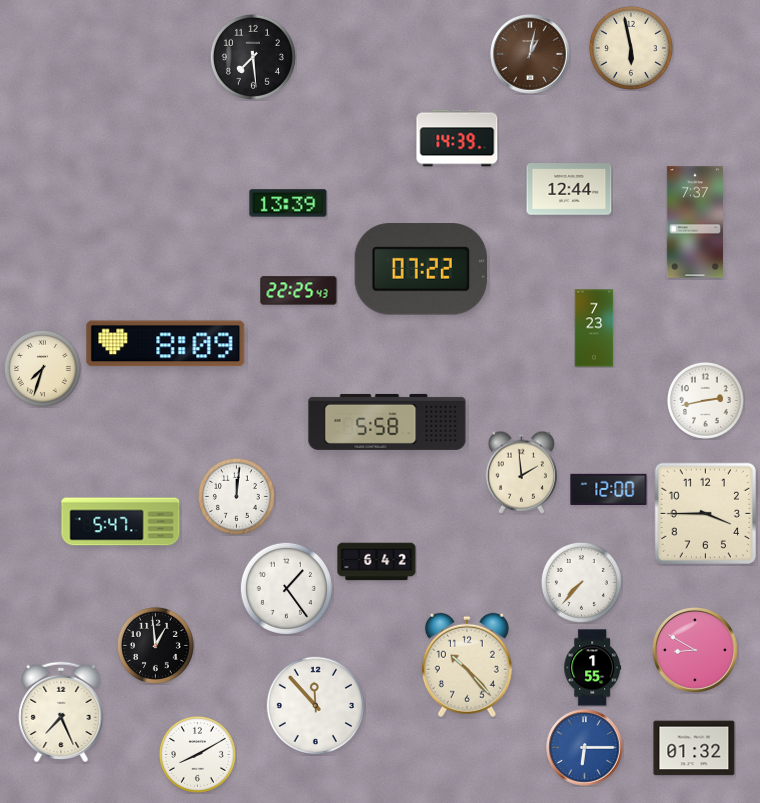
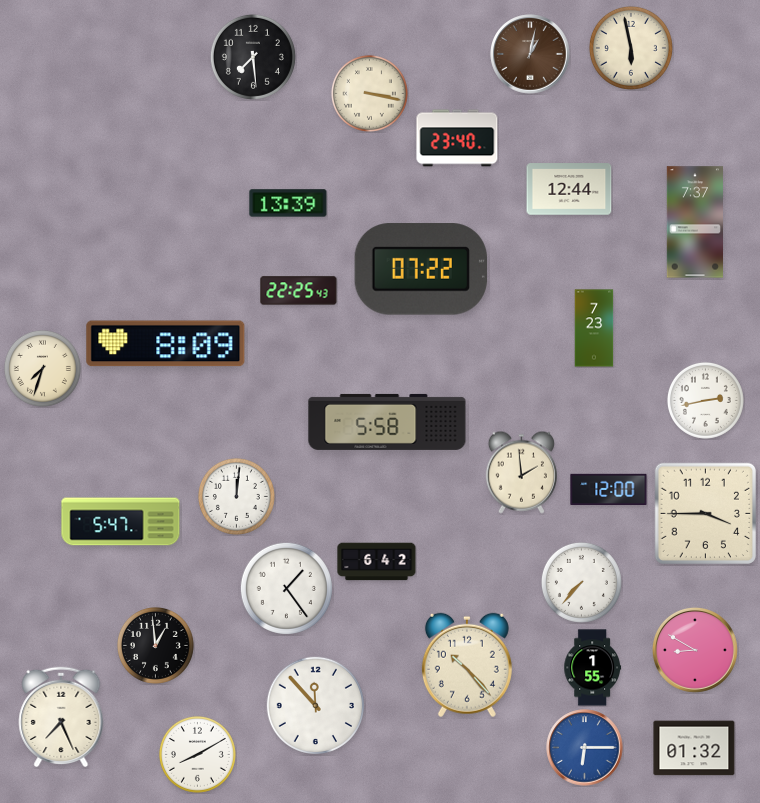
clock at (369, 93): none -> 3:17
clock at (457, 138): 14:39 -> 23:40
clock at (61, 712) position: (61, 712) -> (61, 717)
